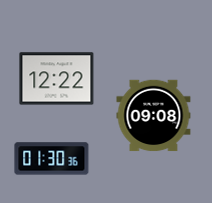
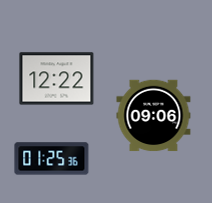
clock at (154, 116): 09:08 -> 09:06
clock at (52, 159): 01:30 -> 01:25
